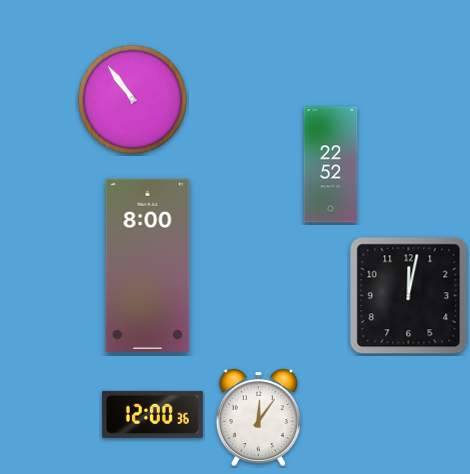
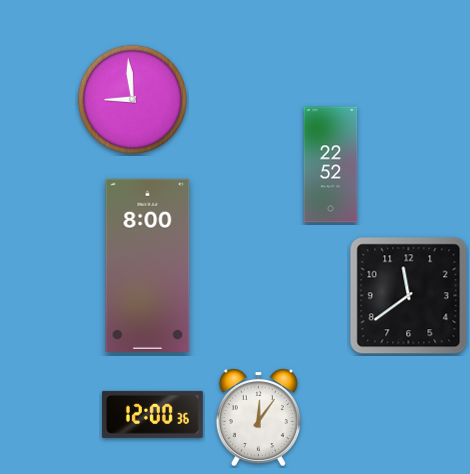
clock at (132, 99): 10:54 -> 8:59
clock at (409, 296): 12:02 -> 11:39
